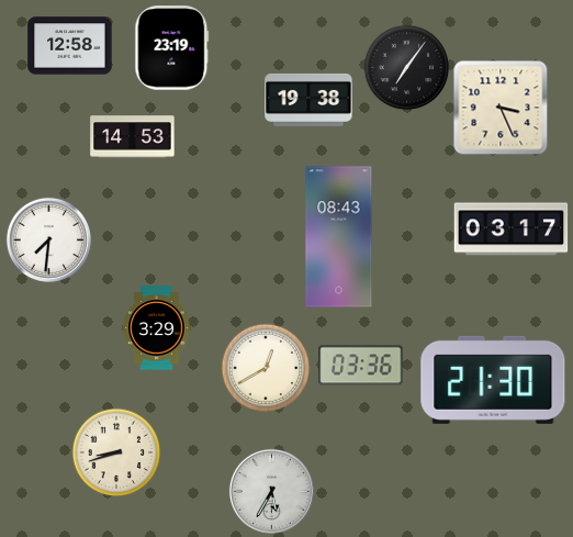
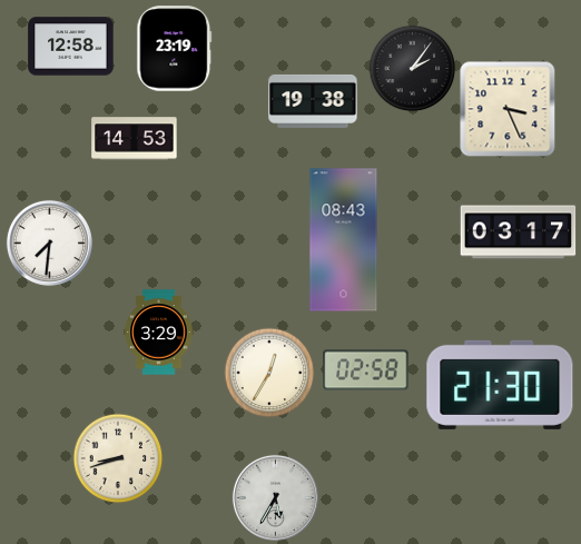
clock at (406, 67): 7:06 -> 2:06
clock at (361, 366): 03:36 -> 02:58
clock at (266, 368): 12:40 -> 12:35
